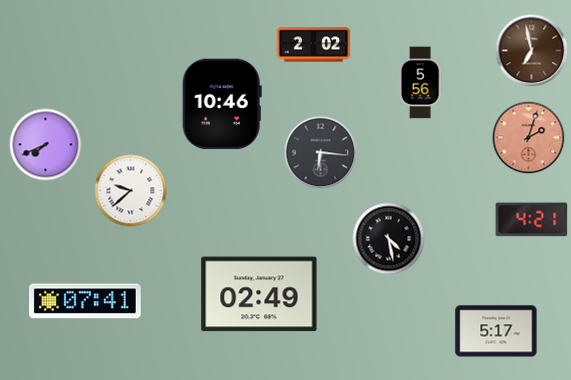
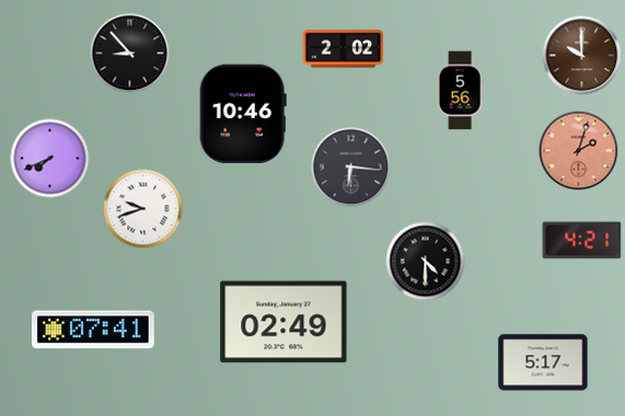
clock at (130, 54): none -> 8:53
clock at (532, 51): 6:58 -> 10:00
clock at (131, 191): 9:38 -> 9:42
clock at (389, 239): 4:28 -> 4:30
